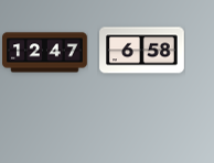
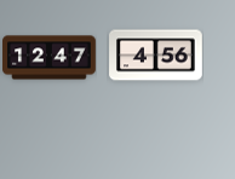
clock at (142, 51): 6:58 -> 4:56
